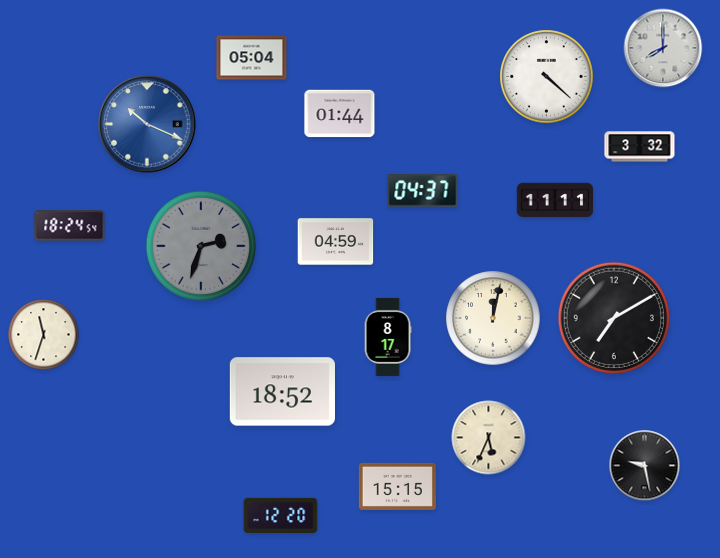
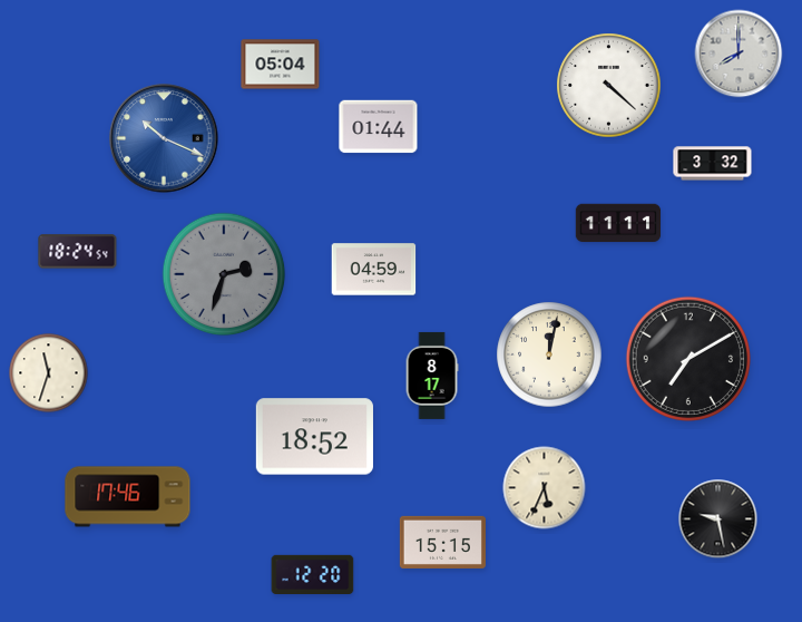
clock at (423, 191): 04:37 -> none
clock at (613, 317) position: (613, 317) -> (687, 358)
clock at (128, 497): none -> 17:46
